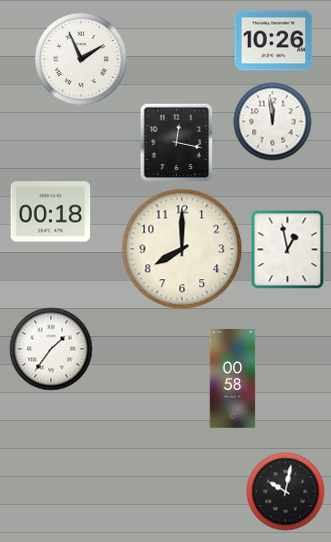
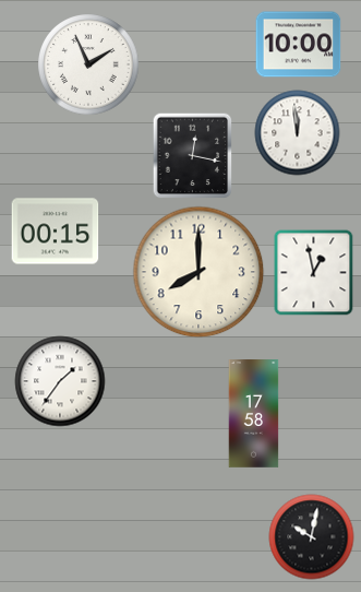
clock at (273, 41): 10:26 -> 10:00
clock at (50, 212): 00:18 -> 00:15
clock at (51, 349) position: (51, 349) -> (60, 381)
clock at (233, 379): 00:58 -> 17:58
